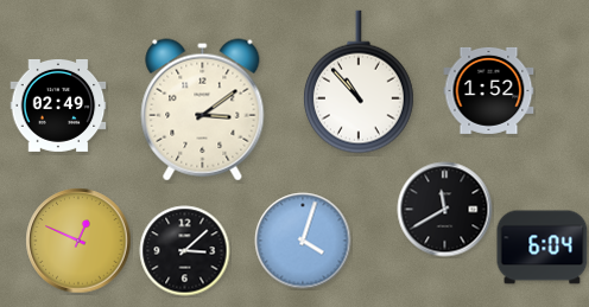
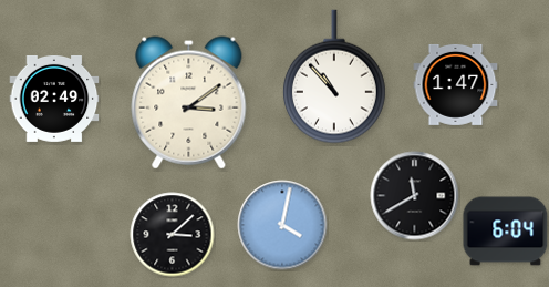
clock at (489, 90): 1:52 -> 1:47
clock at (78, 241): 12:49 -> none
clock at (303, 241): 4:03 -> 4:02
